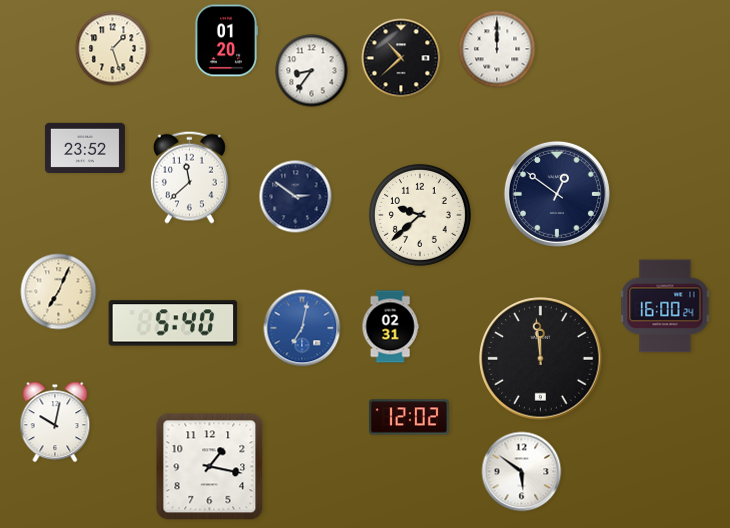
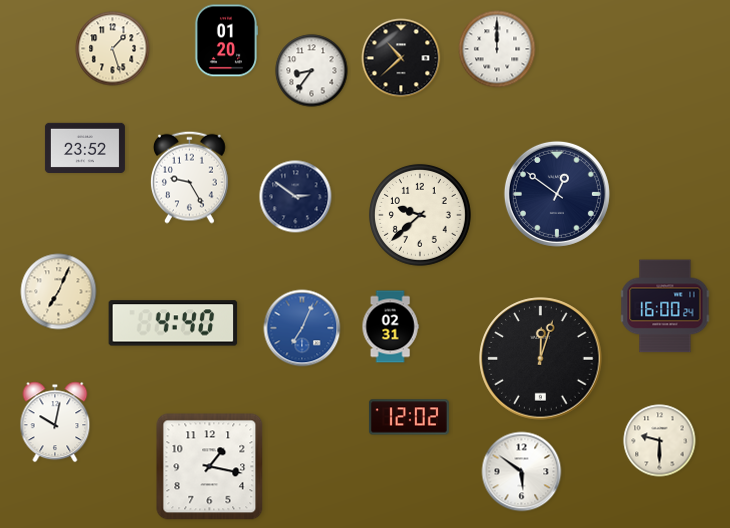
clock at (189, 177): 11:38 -> 9:25
clock at (173, 323): 5:40 -> 4:40
clock at (302, 328): 7:02 -> 7:04
clock at (541, 359): 11:59 -> 12:03
clock at (660, 441): none -> 9:30
